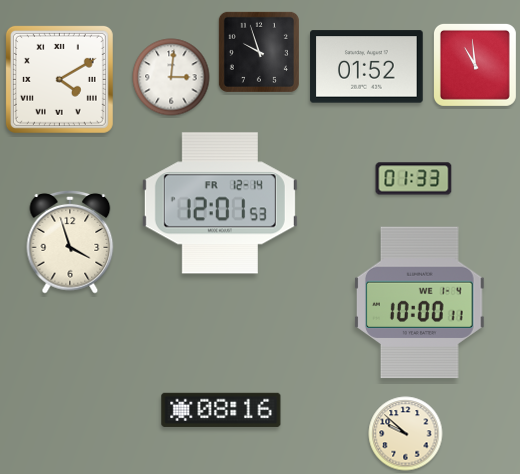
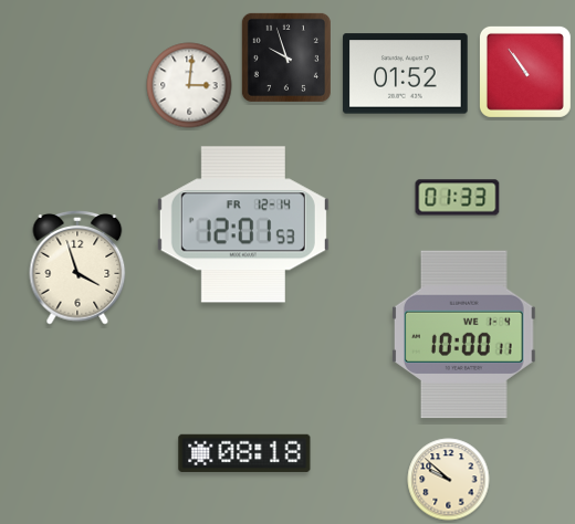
clock at (475, 65): 10:59 -> 10:54
clock at (59, 79): 4:10 -> none
clock at (221, 410): 08:16 -> 08:18
